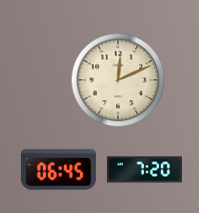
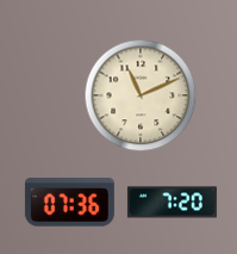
clock at (118, 80): 12:11 -> 11:11
clock at (58, 170): 06:45 -> 07:36
